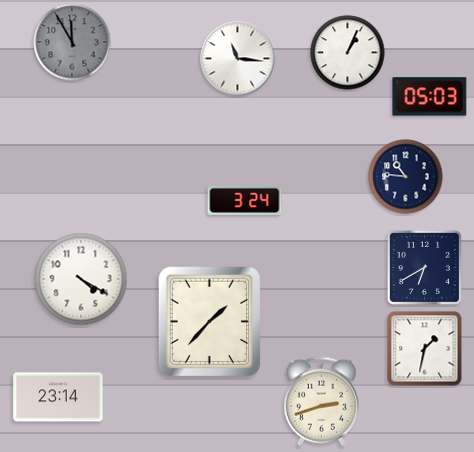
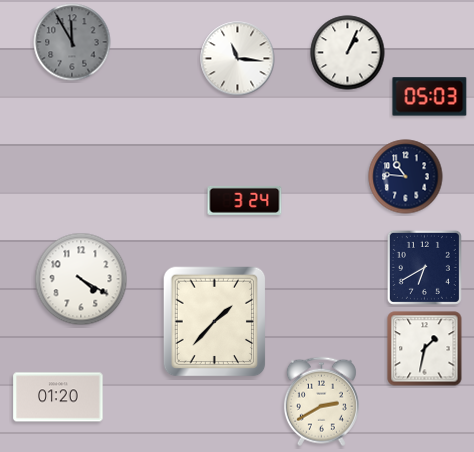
clock at (210, 322) position: (210, 322) -> (215, 322)
clock at (58, 397): 23:14 -> 01:20
clock at (321, 402): 2:42 -> 2:40
